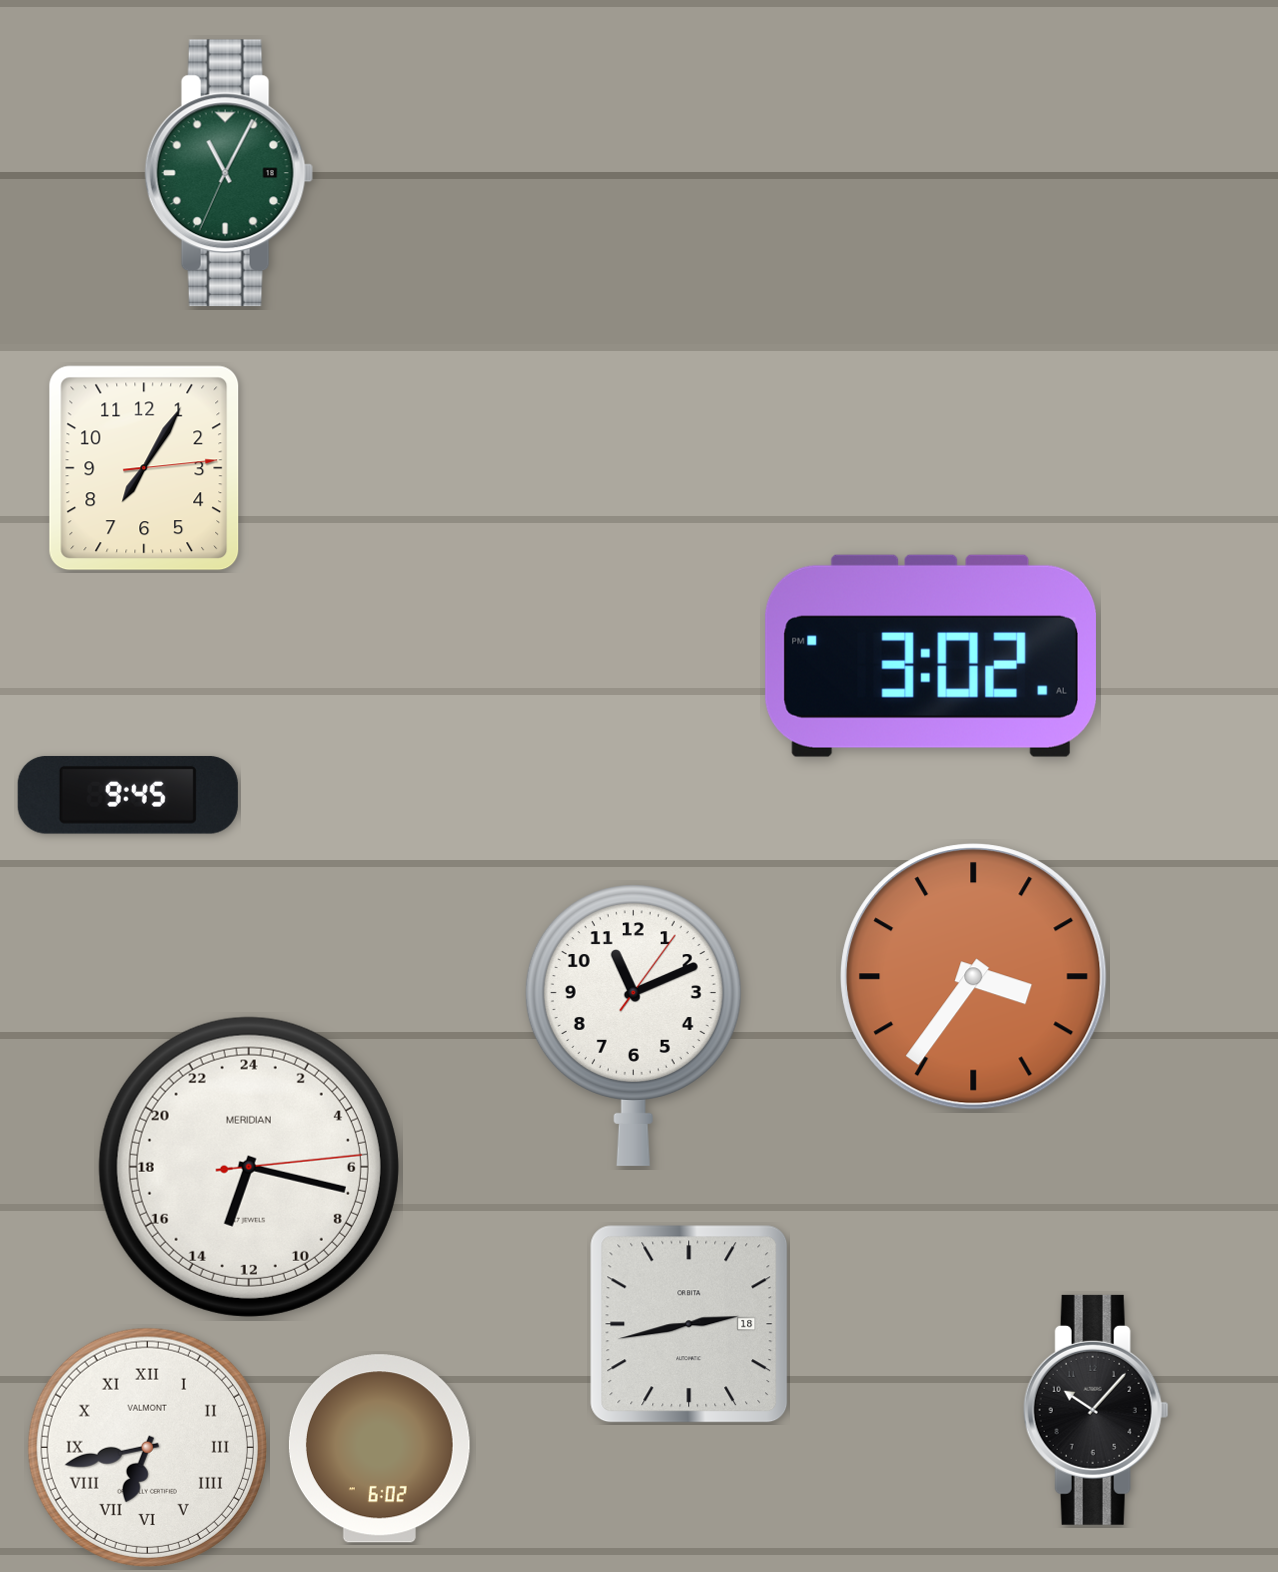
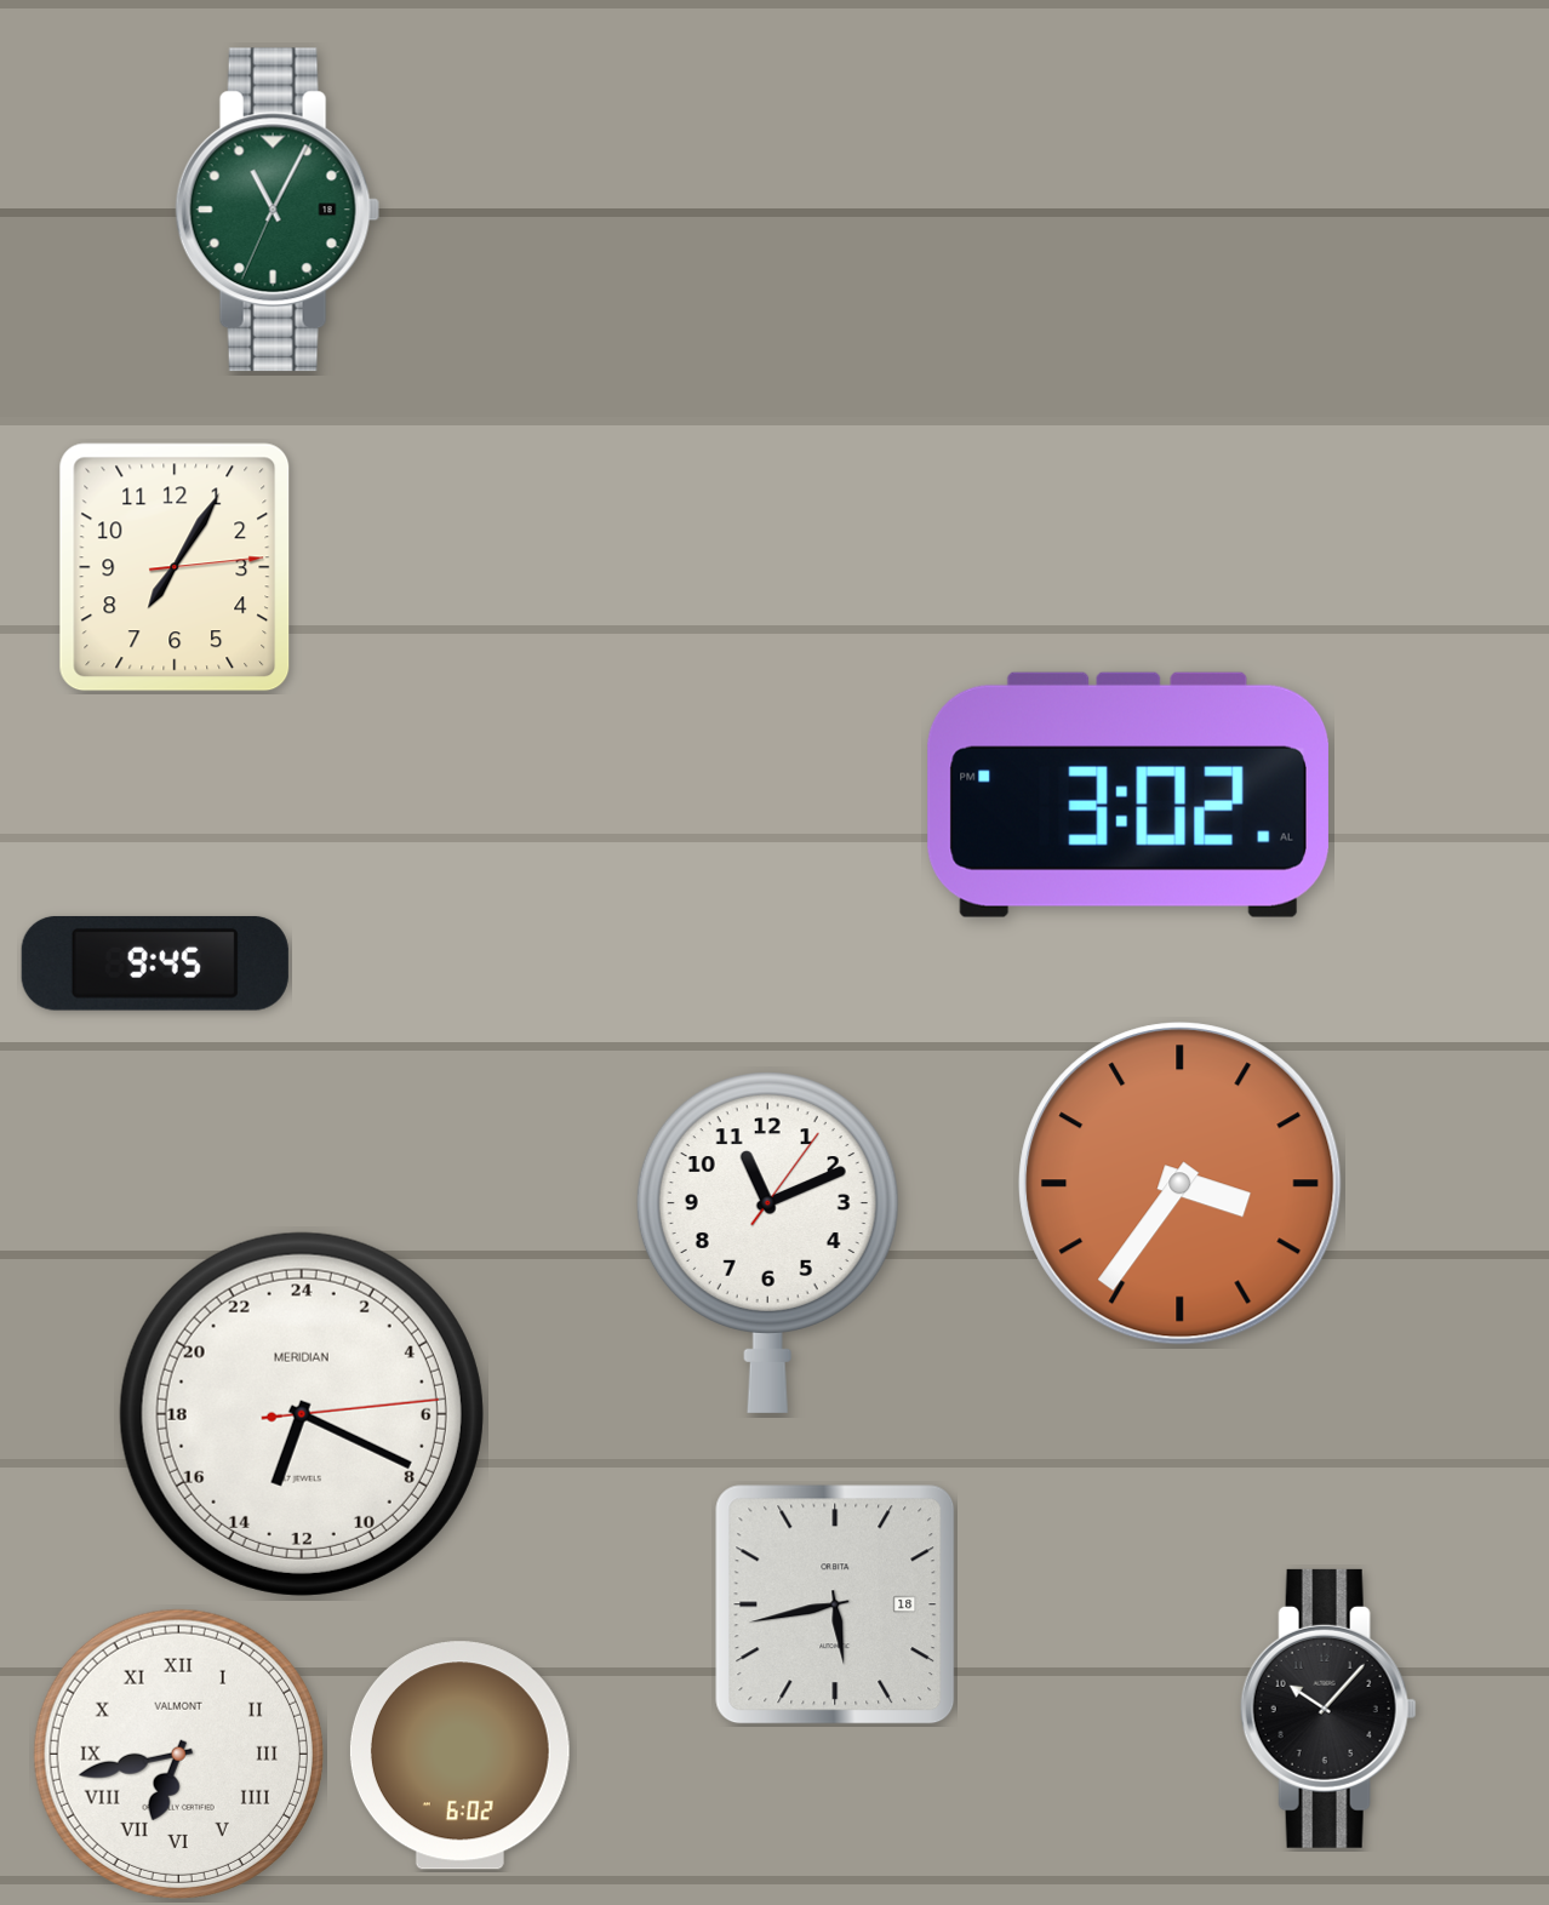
clock at (249, 1167): 13:17 -> 13:19
clock at (689, 1324): 2:43 -> 5:43
